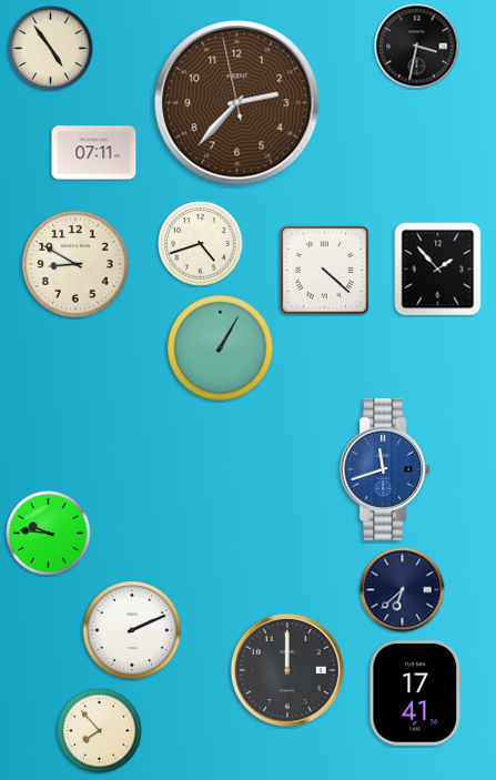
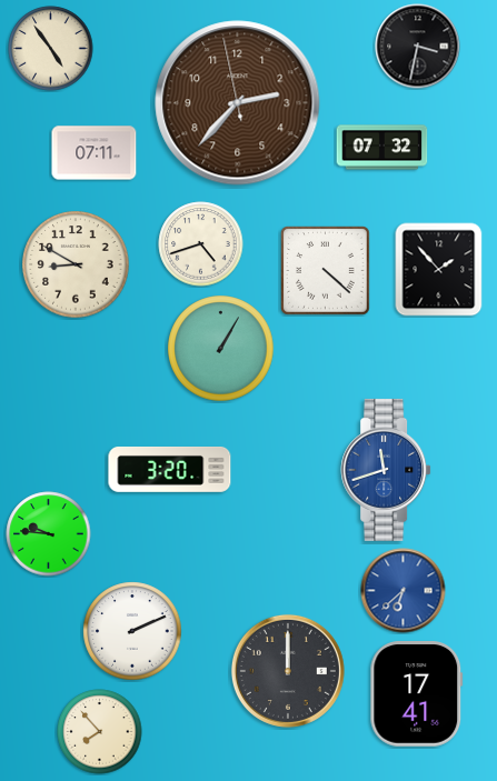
clock at (382, 148): none -> 07:32
clock at (170, 469): none -> 3:20
clock at (403, 590) dial: navy -> blue
